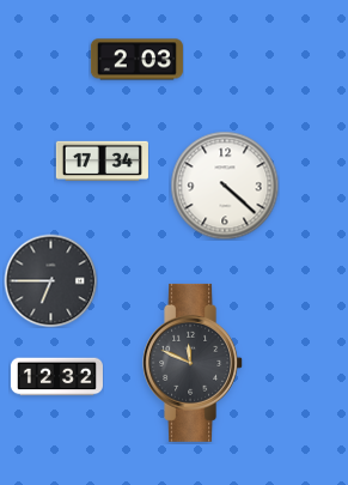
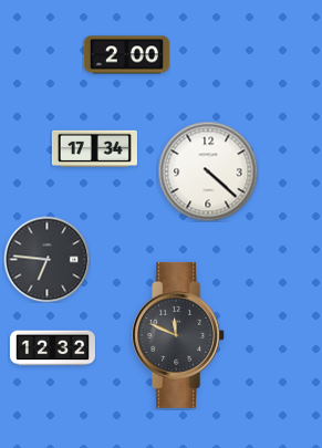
clock at (136, 60): 2:03 -> 2:00
clock at (50, 280): 6:45 -> 6:46
